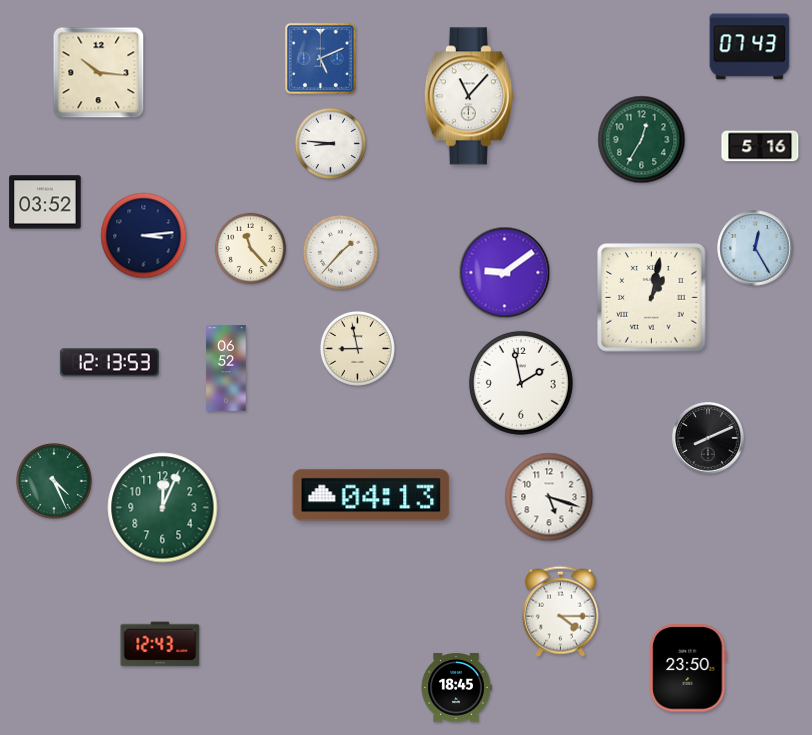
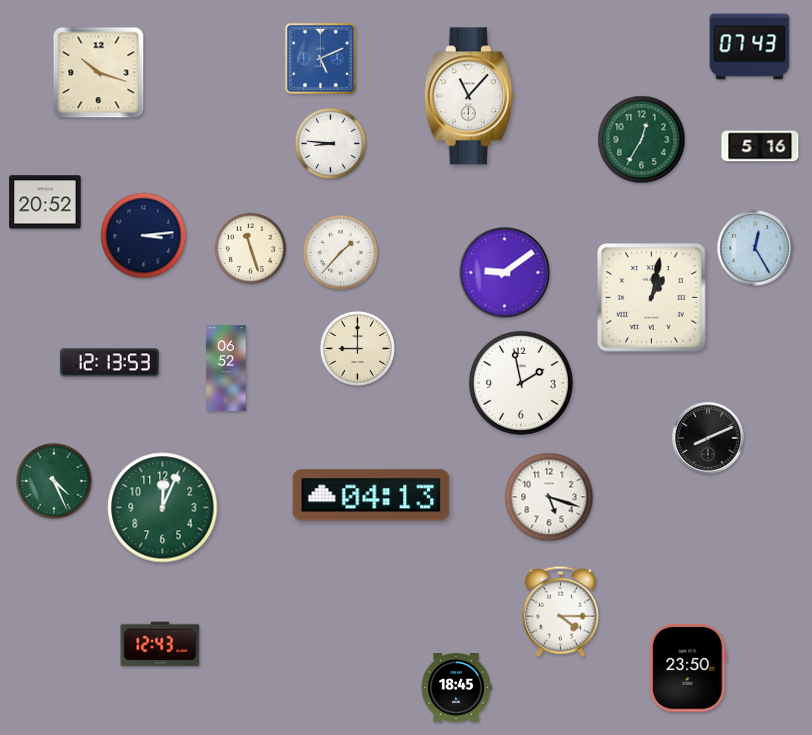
clock at (99, 73): 10:16 -> 10:18
clock at (45, 202): 03:52 -> 20:52
clock at (250, 248): 11:23 -> 11:27
clock at (357, 348): 8:58 -> 9:00
